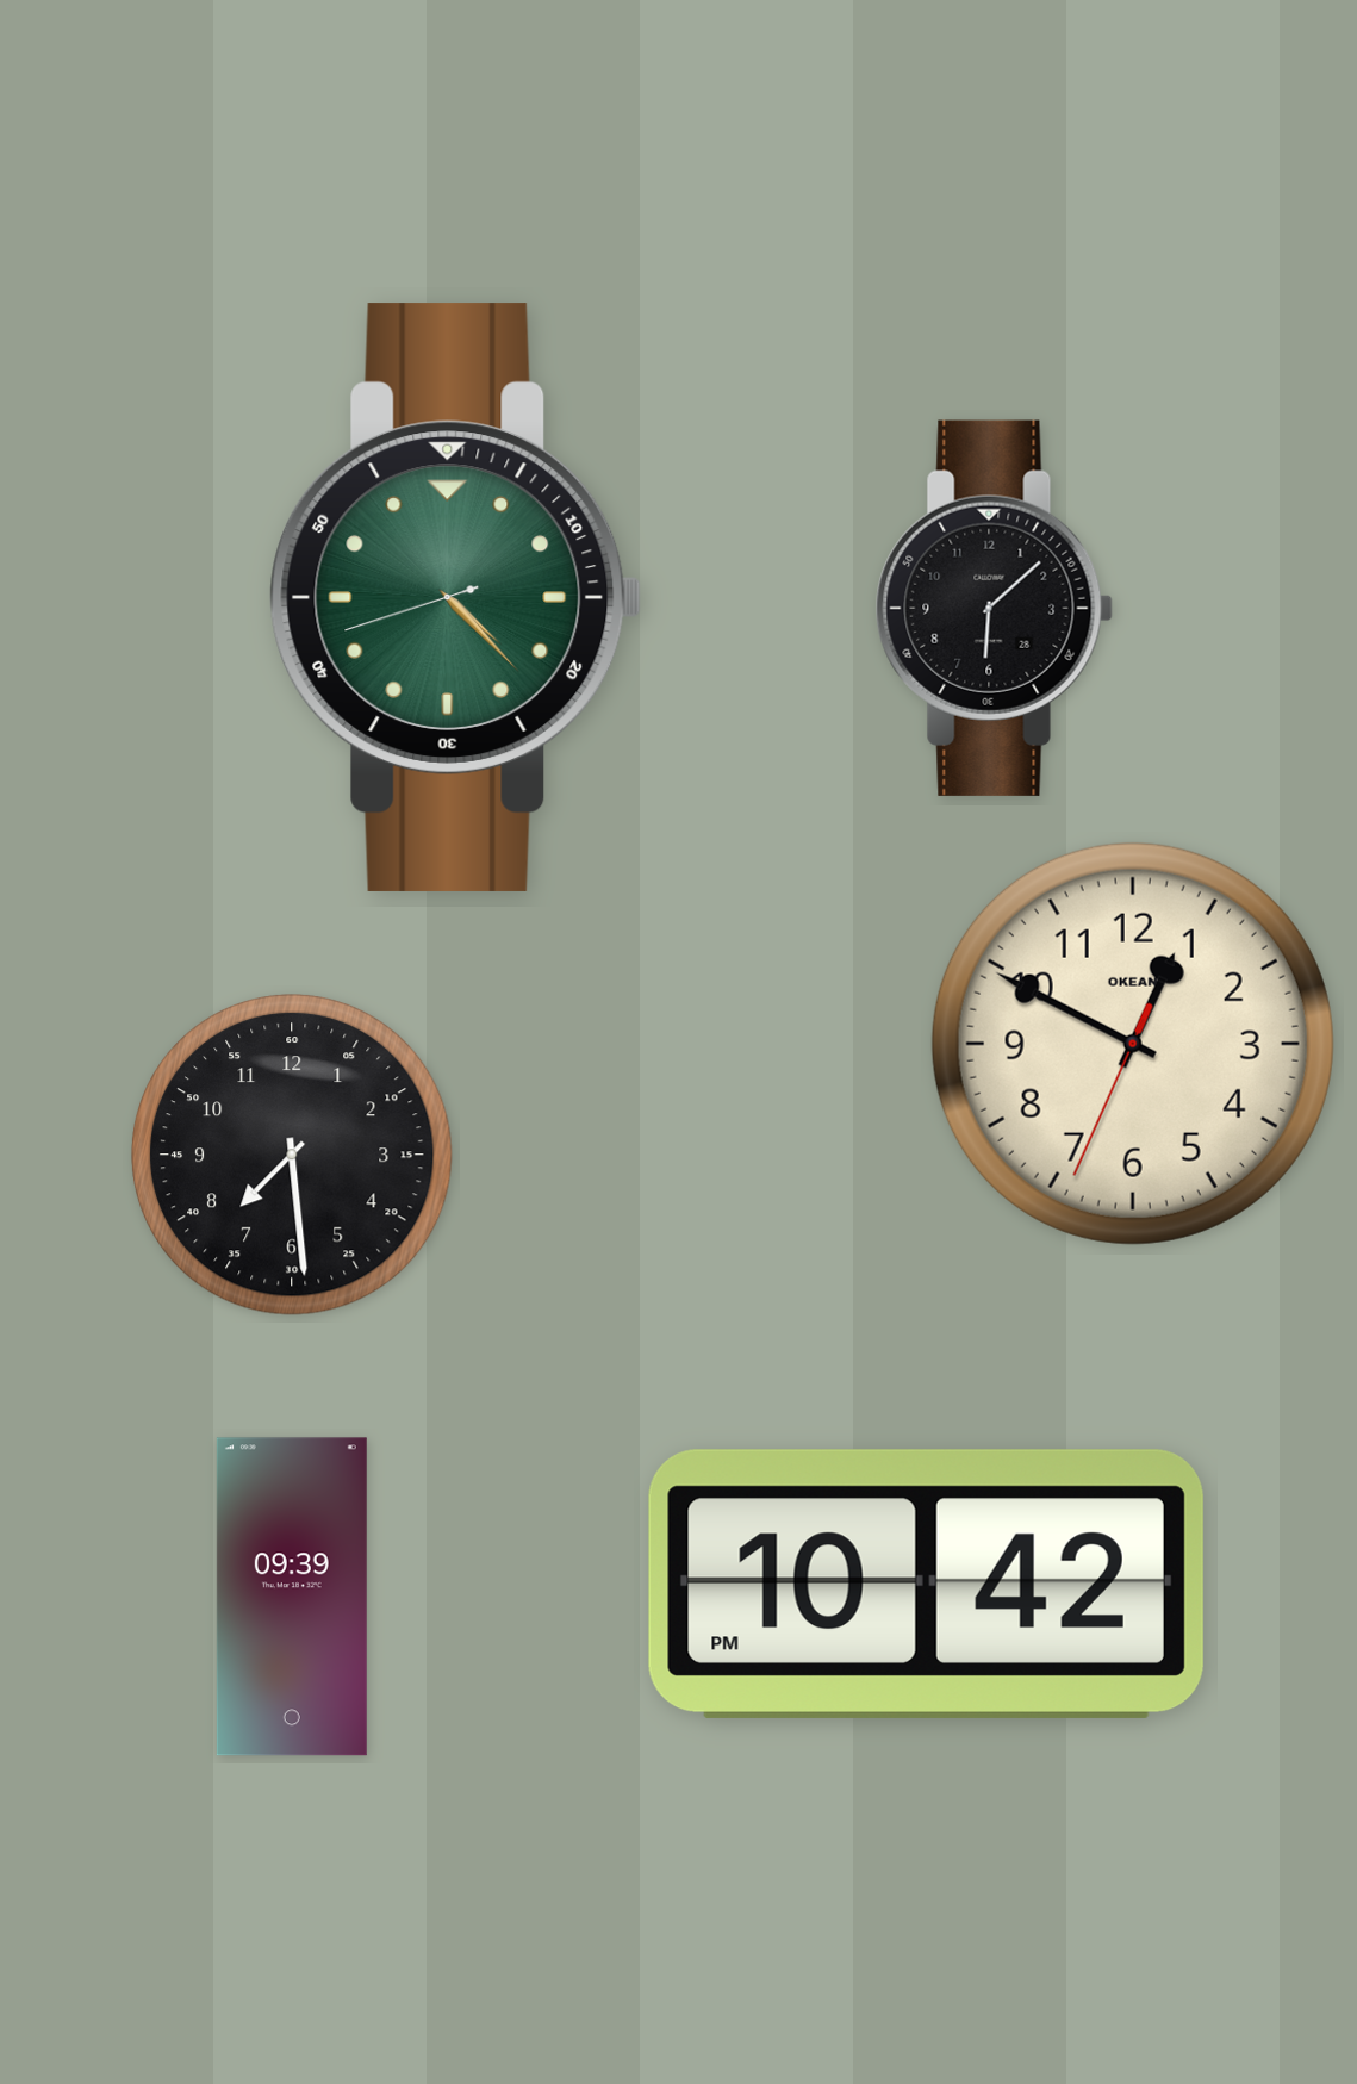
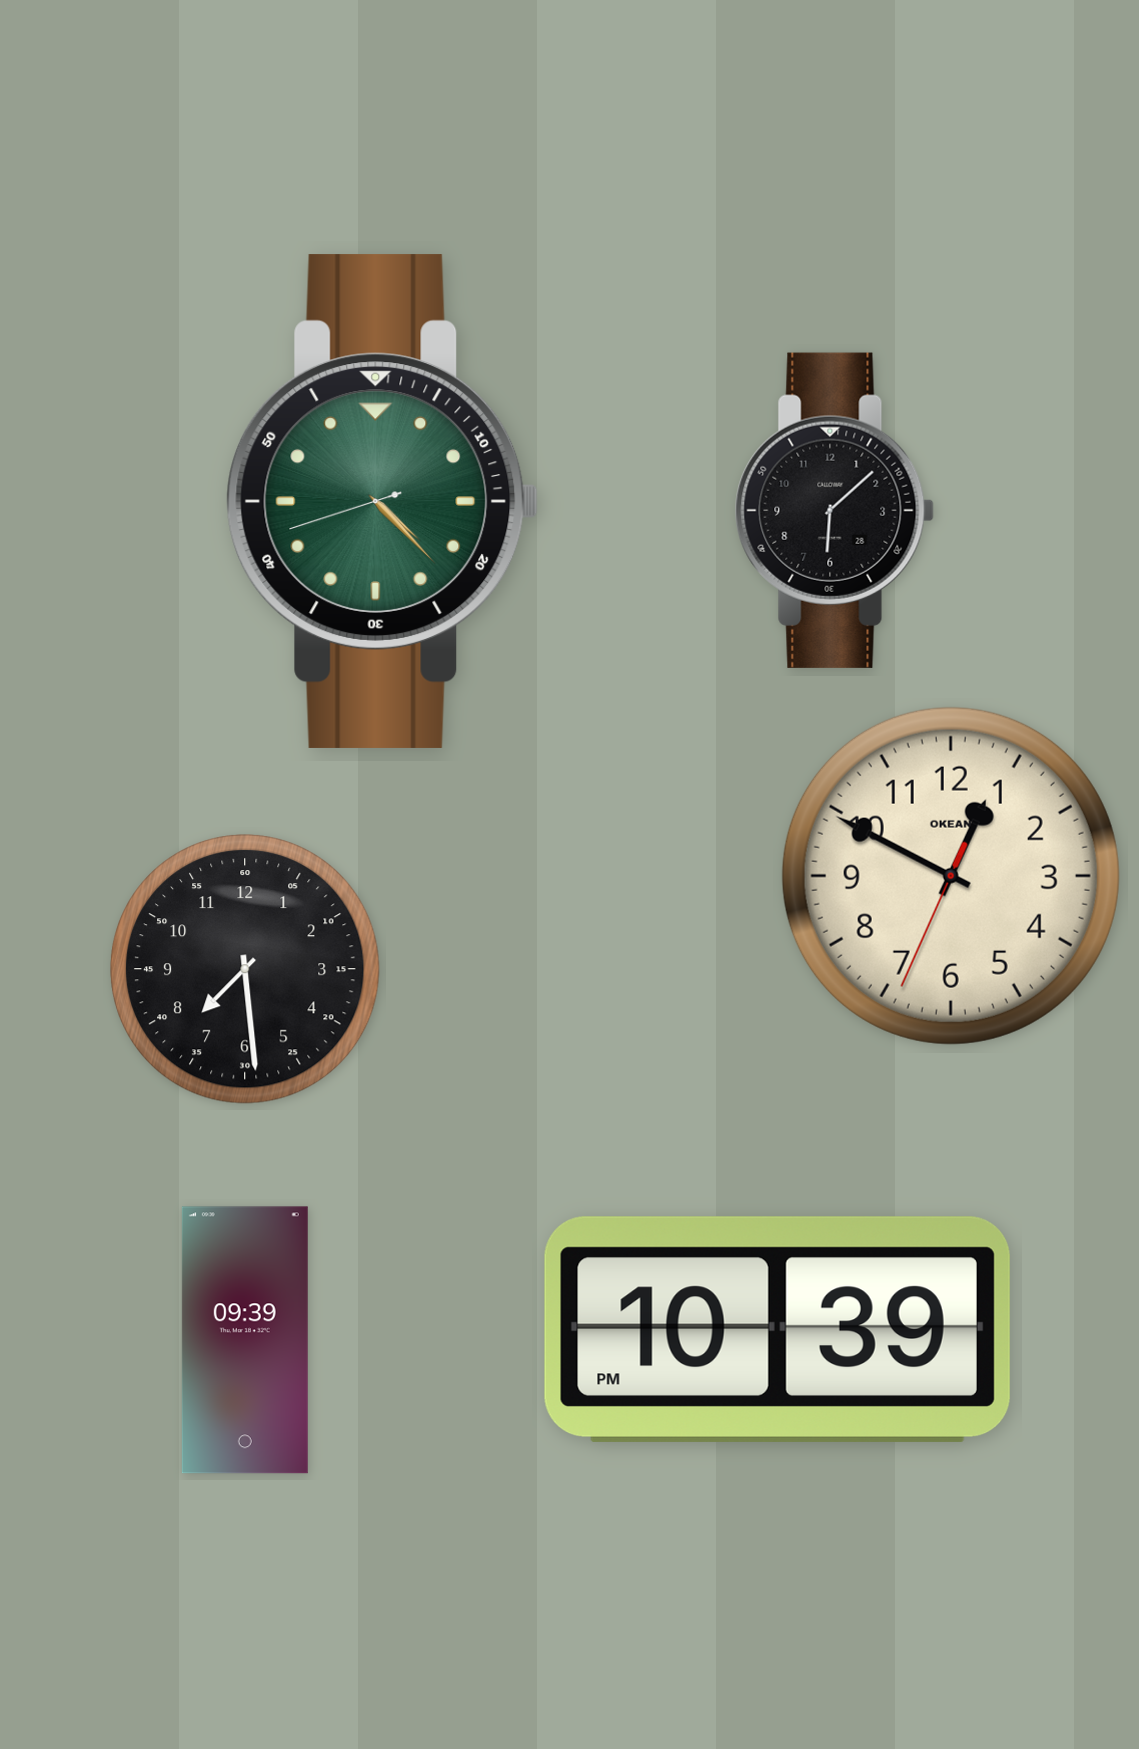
clock at (926, 1584): 10:42 -> 10:39
